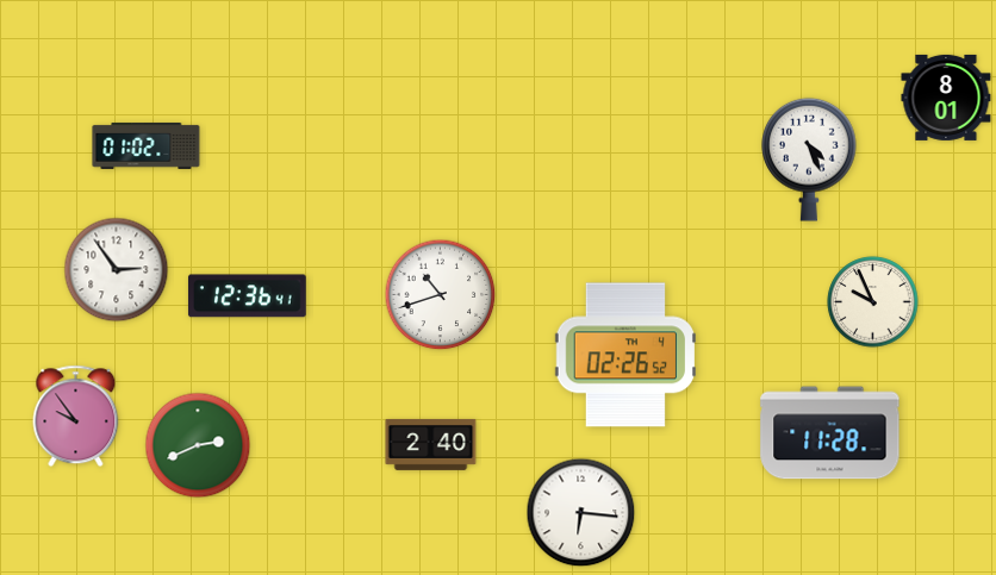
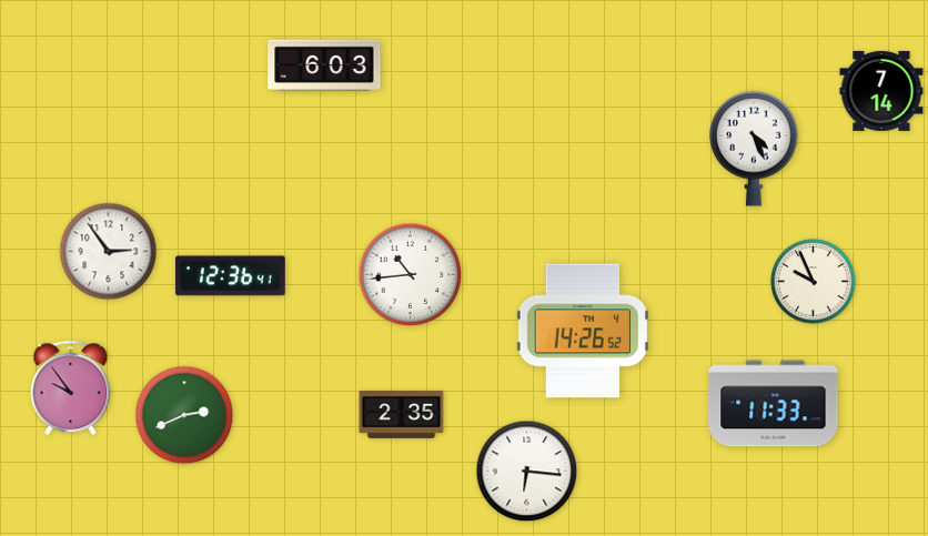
clock at (324, 65): none -> 6:03
clock at (946, 98): 8:01 -> 7:14
clock at (147, 145): 01:02 -> none
clock at (441, 295): 10:42 -> 10:44
clock at (624, 355): 02:26 -> 14:26
clock at (830, 433): 11:28 -> 11:33
clock at (431, 444): 2:40 -> 2:35
clock at (581, 513) position: (581, 513) -> (527, 472)
